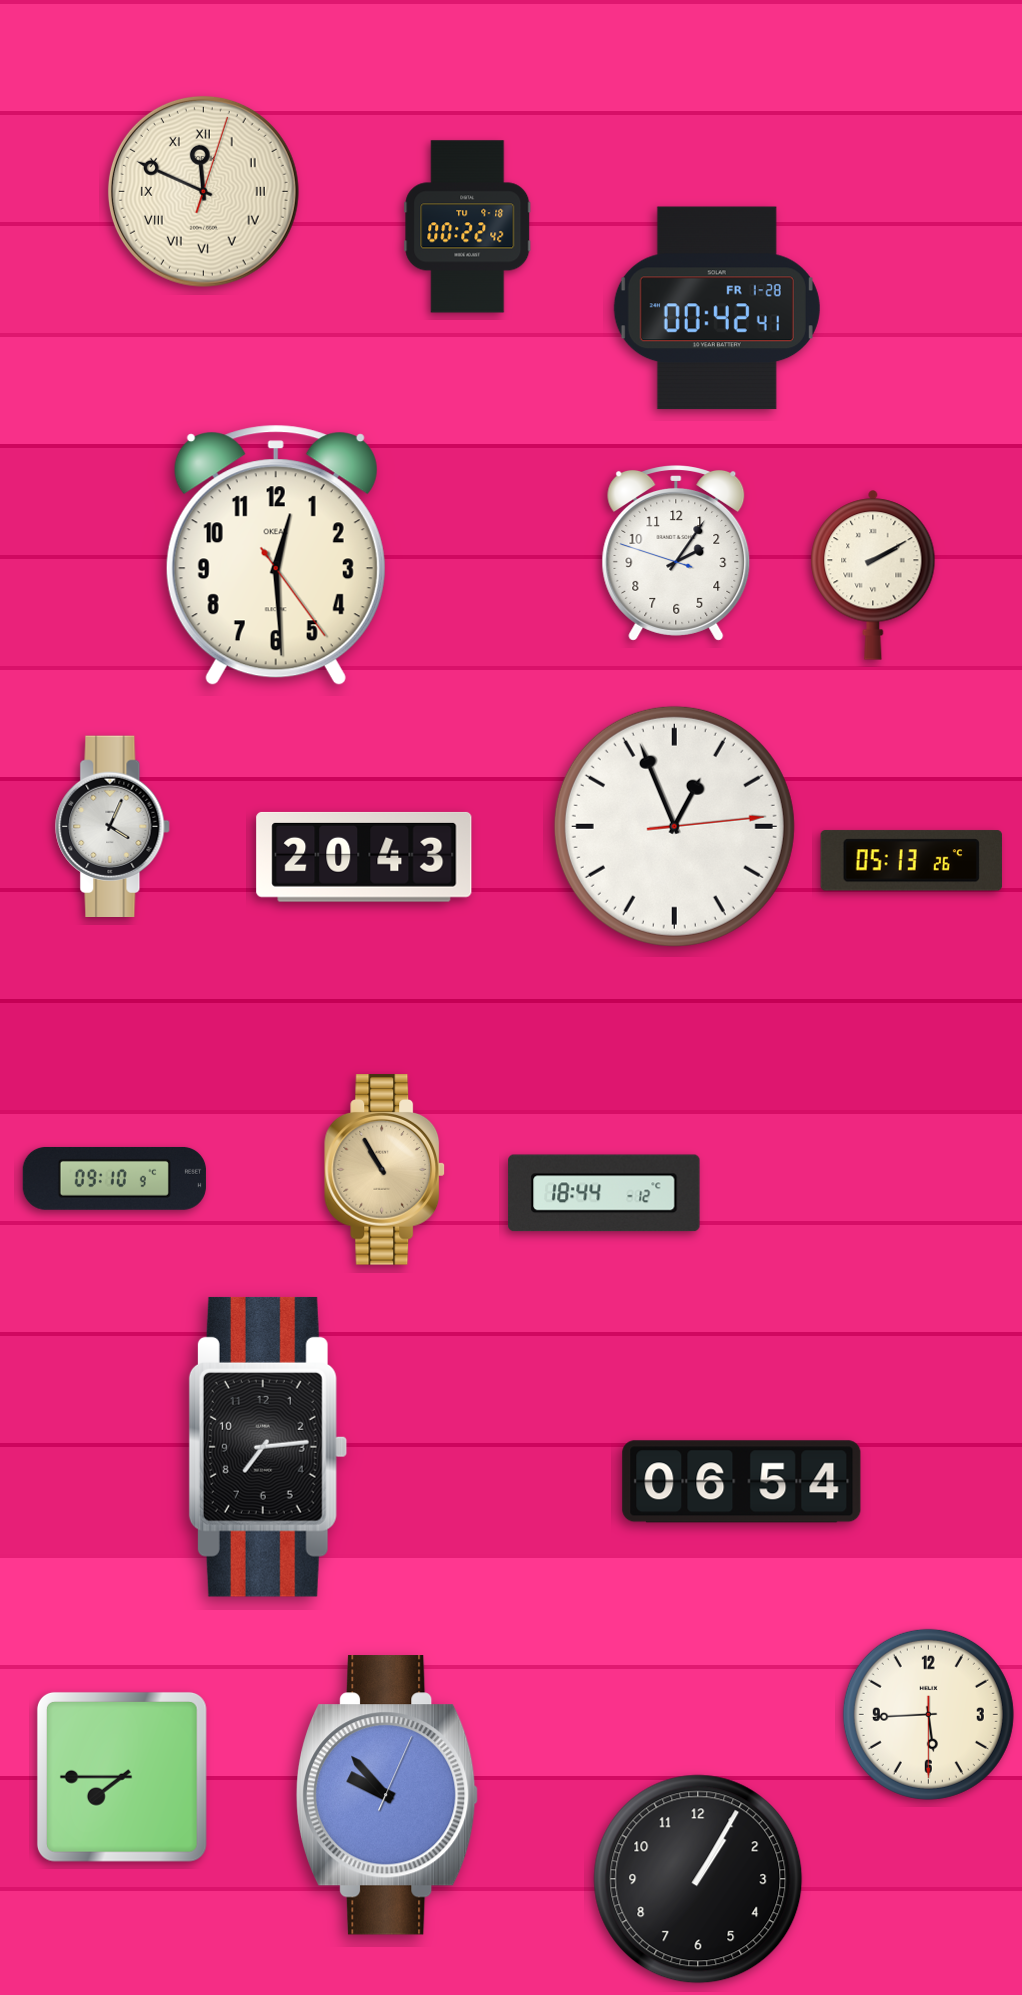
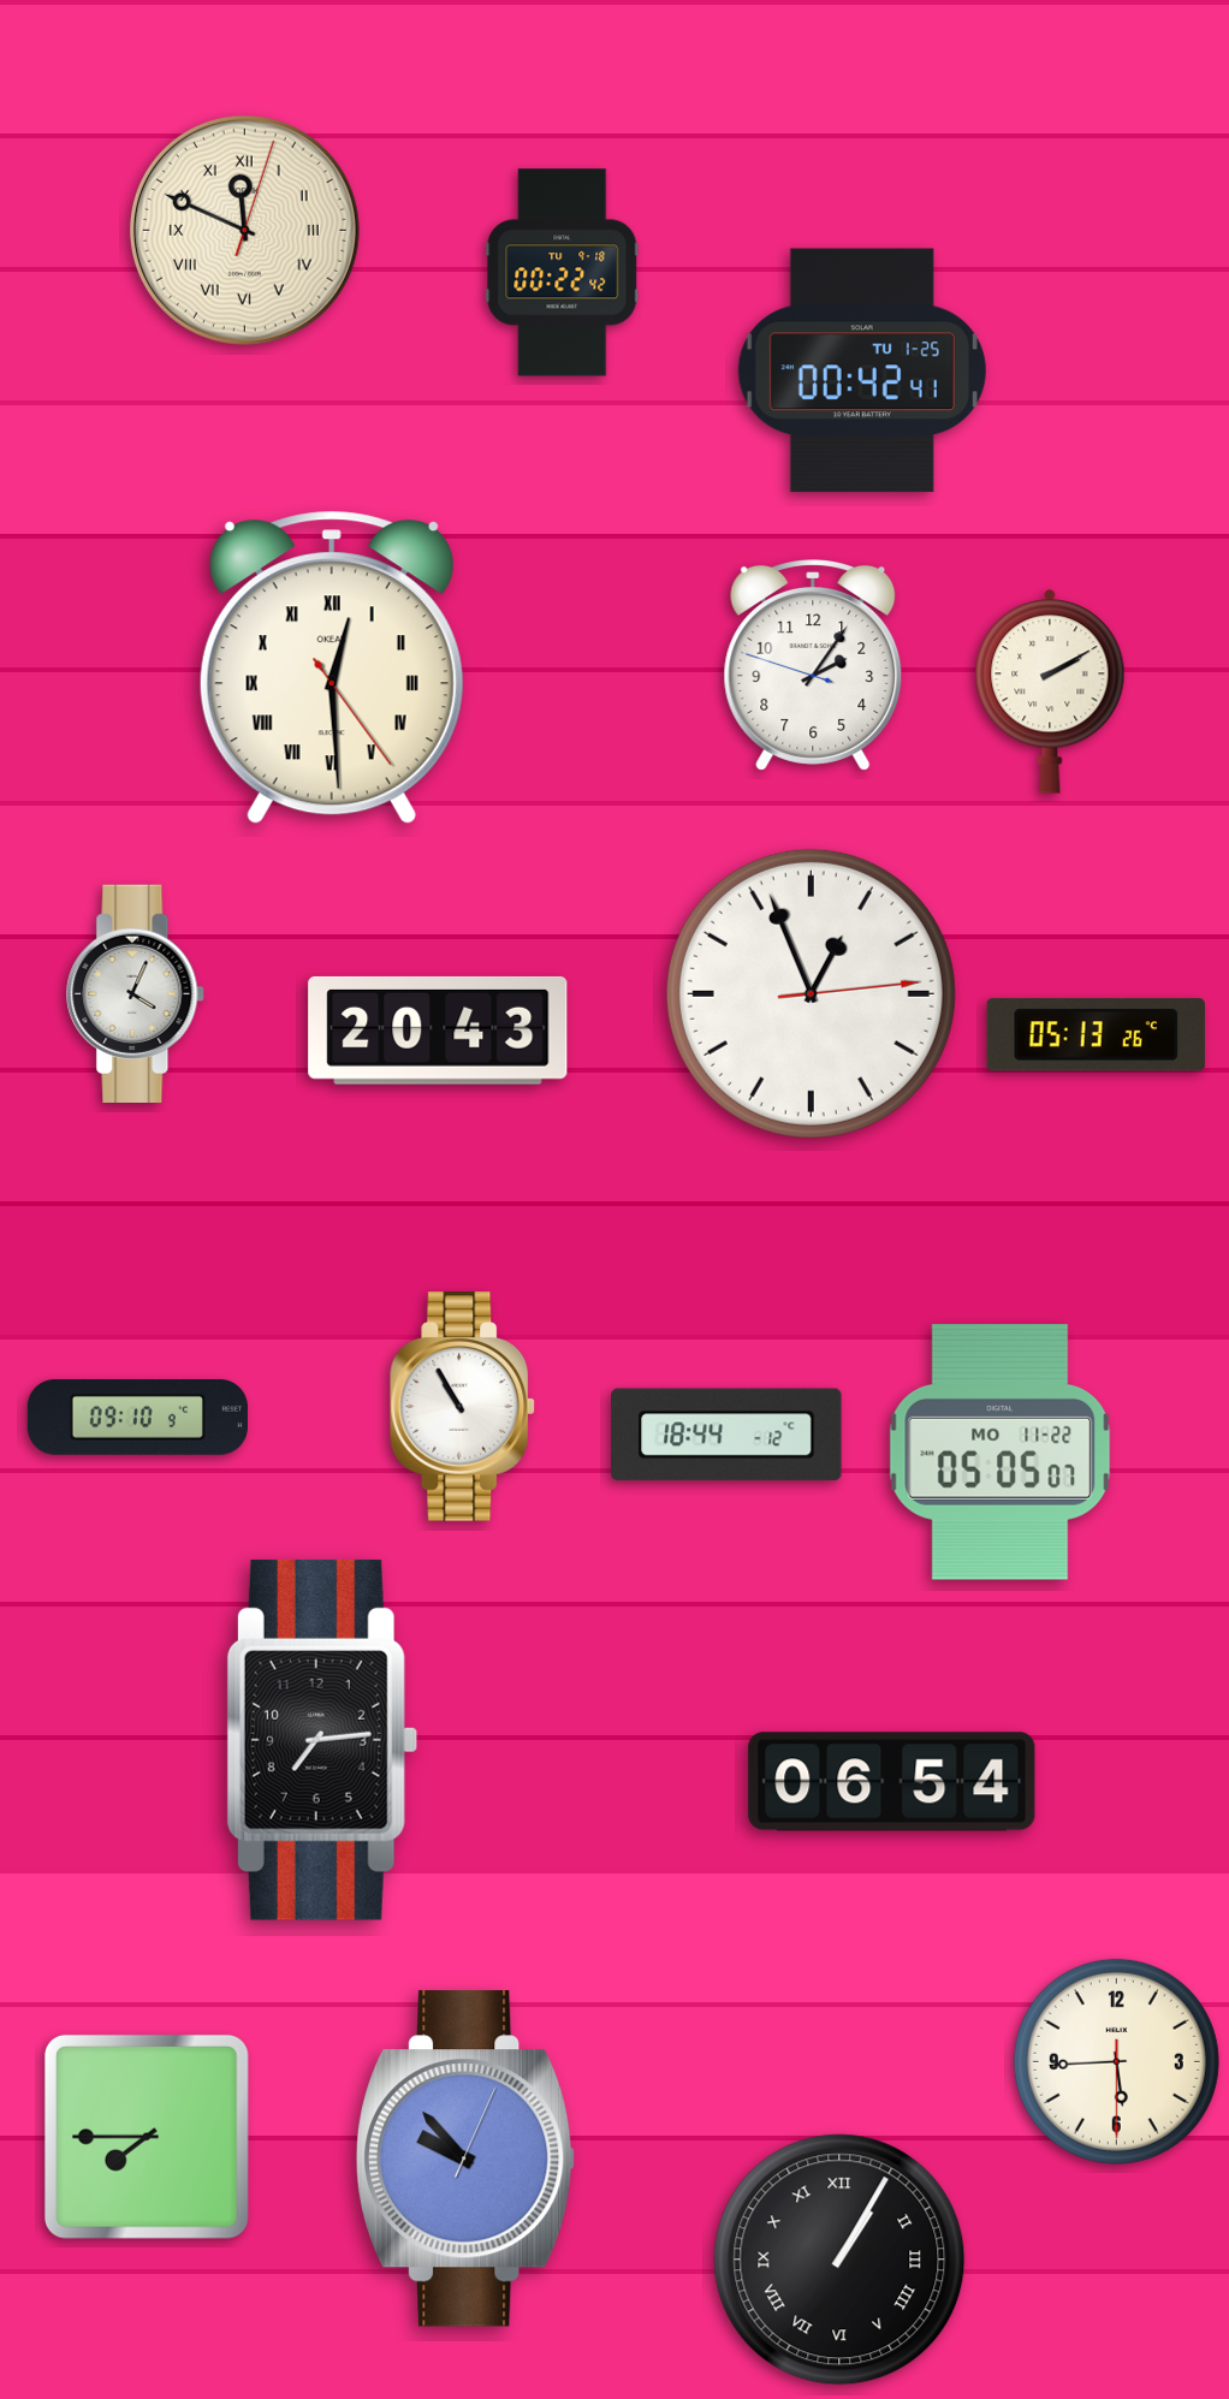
clock at (717, 308) date: FR 1-28 -> TU 1-25
clock at (276, 555) numerals: Arabic -> Roman
clock at (385, 1170) dial: champagne -> white
clock at (1001, 1453): none -> 05:05
clock at (698, 1879) numerals: Arabic -> Roman
